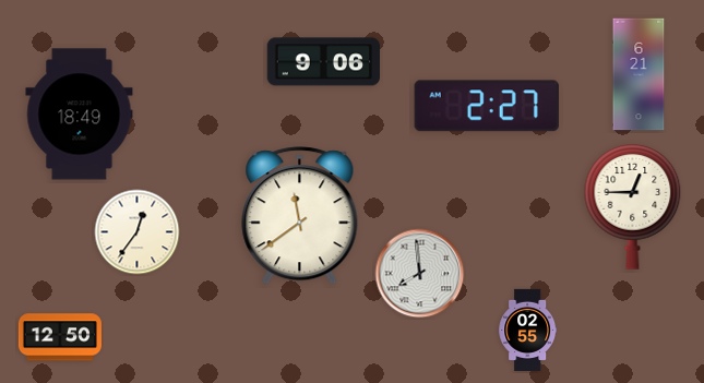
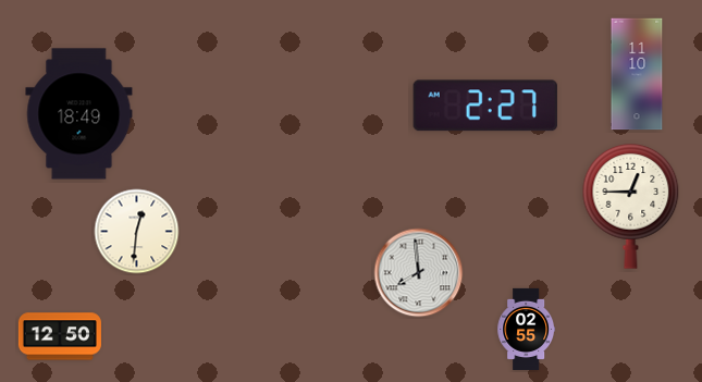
clock at (323, 62): 9:06 -> none
clock at (639, 74): 6:21 -> 11:10
clock at (300, 216): 11:39 -> none
clock at (138, 232): 12:36 -> 12:31
